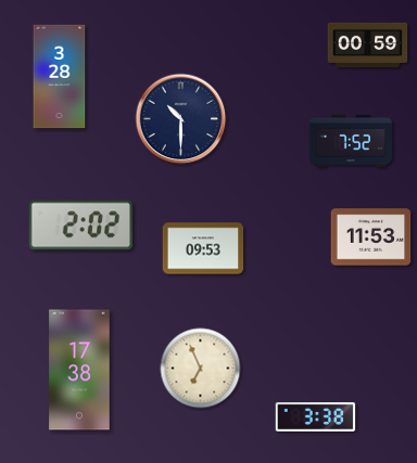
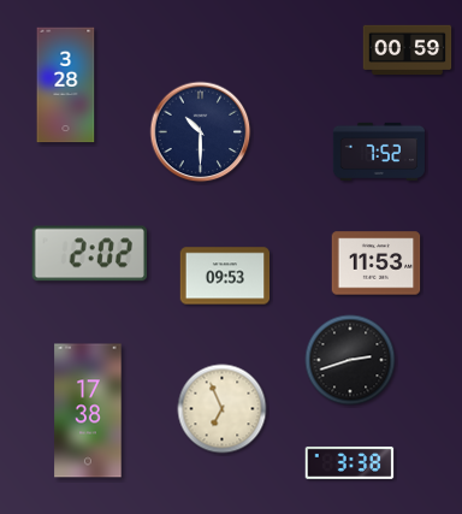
clock at (351, 140) position: (351, 140) -> (379, 150)
clock at (81, 226) position: (81, 226) -> (90, 254)
clock at (371, 237) position: (371, 237) -> (377, 264)
clock at (350, 360): none -> 2:42
